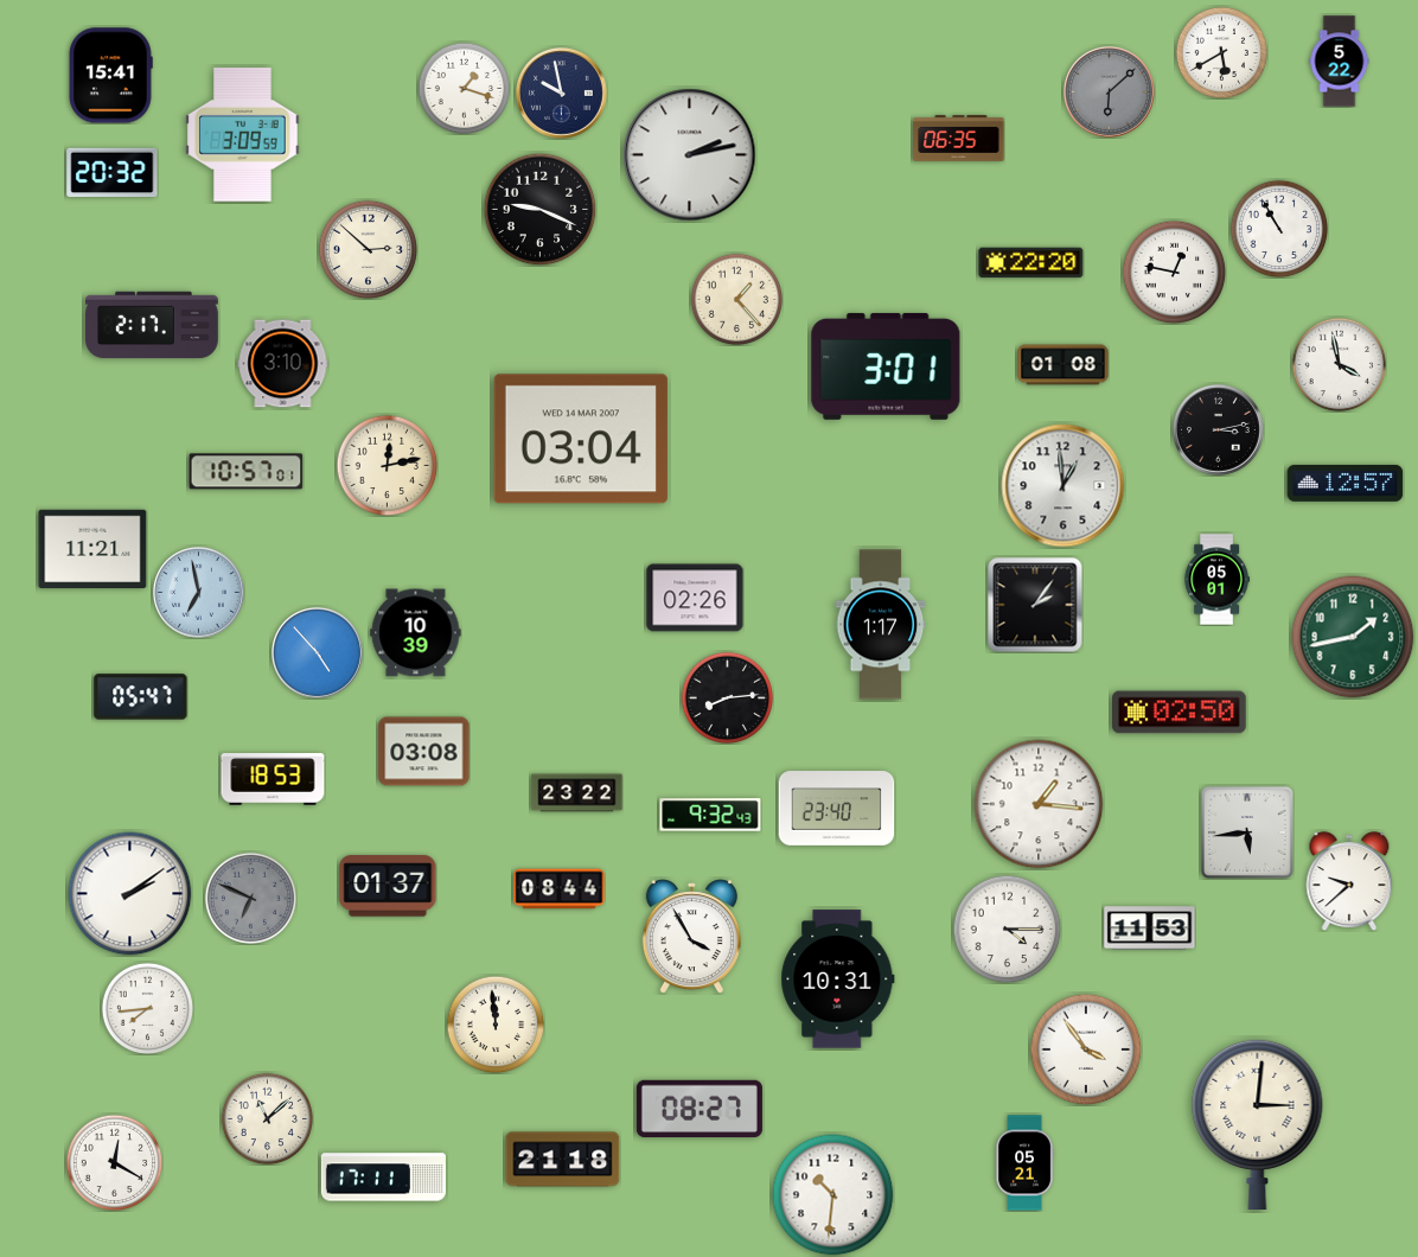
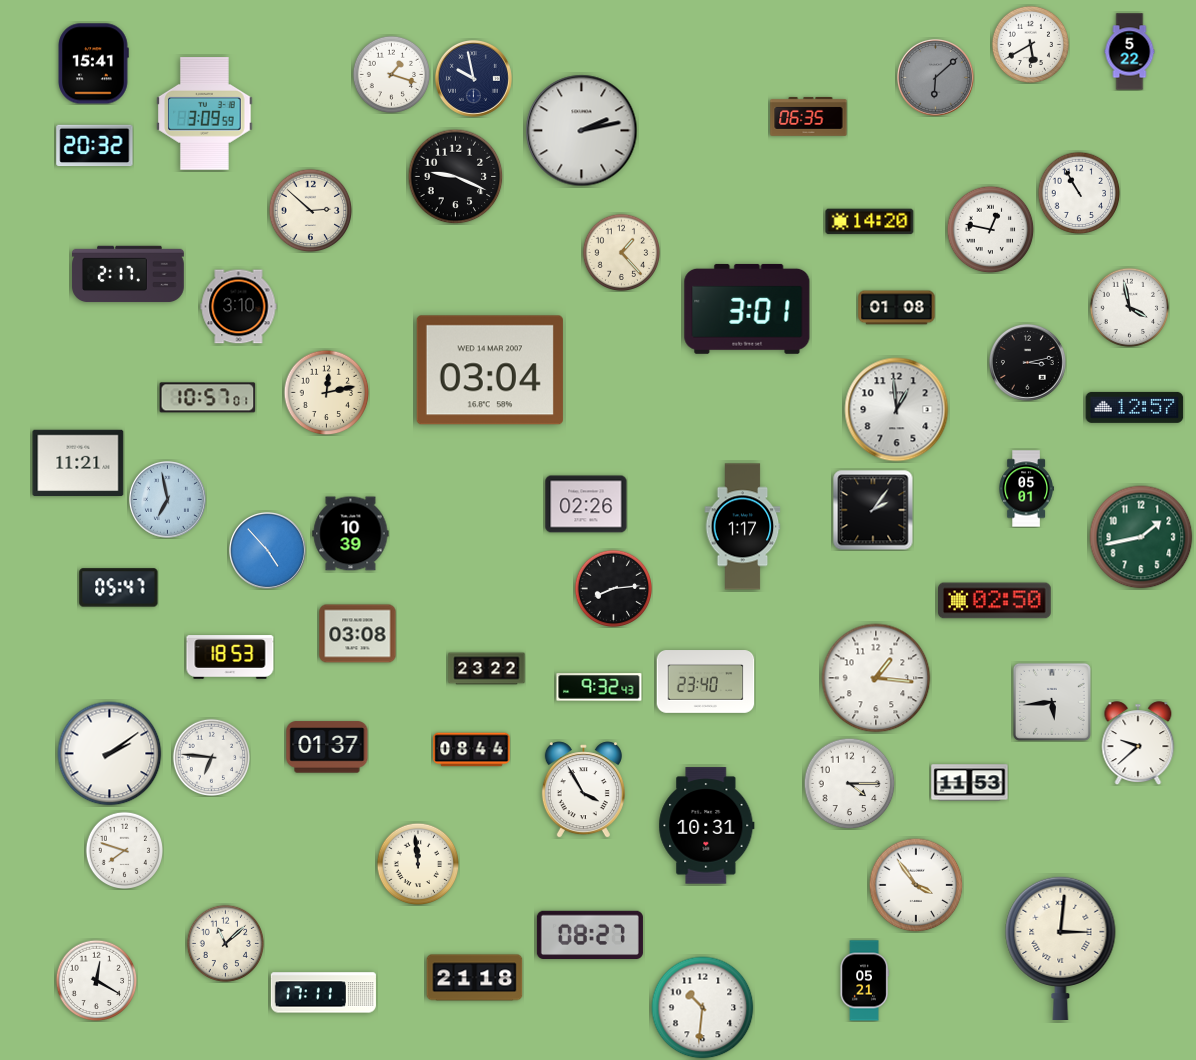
clock at (1031, 263): 22:20 -> 14:20
clock at (250, 898): 6:49 -> 6:46
clock at (250, 898) dial: grey -> white
clock at (147, 1008): 7:44 -> 7:48
